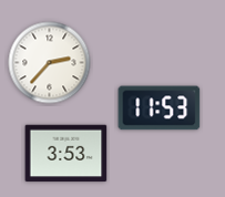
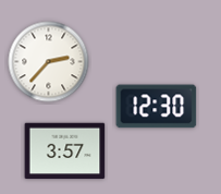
clock at (160, 108): 11:53 -> 12:30
clock at (67, 154): 3:53 -> 3:57
